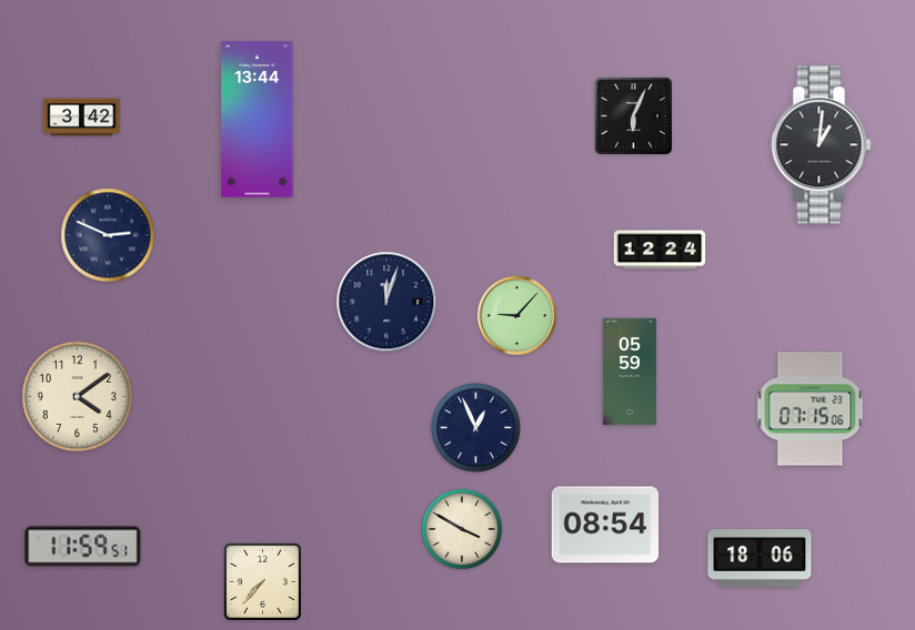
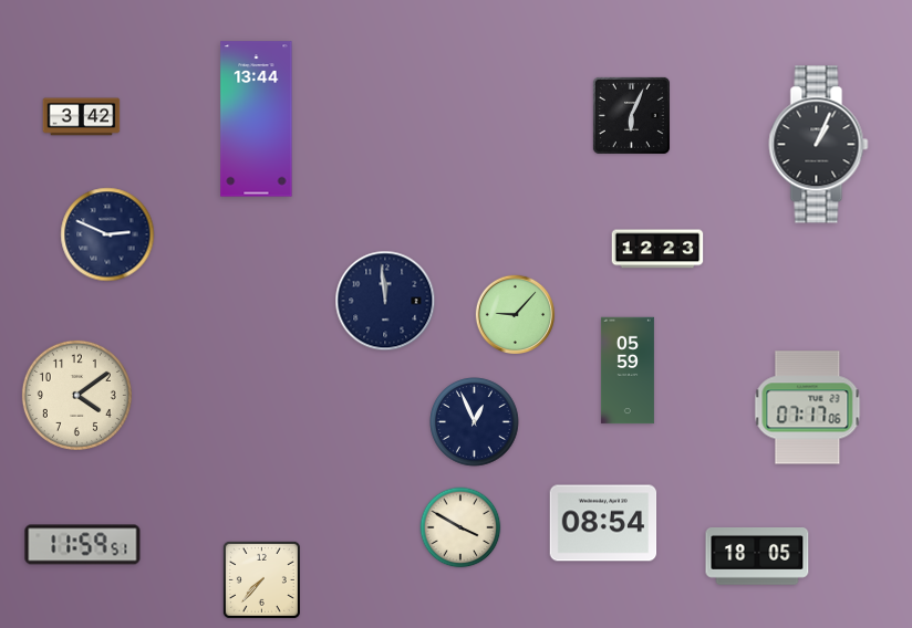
clock at (822, 145): 1:01 -> 1:04
clock at (660, 250): 12:24 -> 12:23
clock at (386, 302): 12:03 -> 11:59
clock at (811, 409): 07:15 -> 07:17
clock at (476, 428) position: (476, 428) -> (475, 422)
clock at (760, 559): 18:06 -> 18:05
